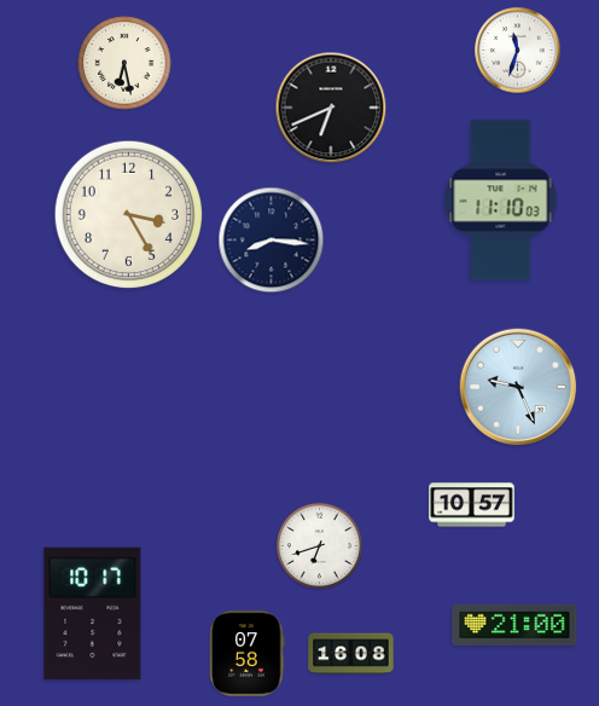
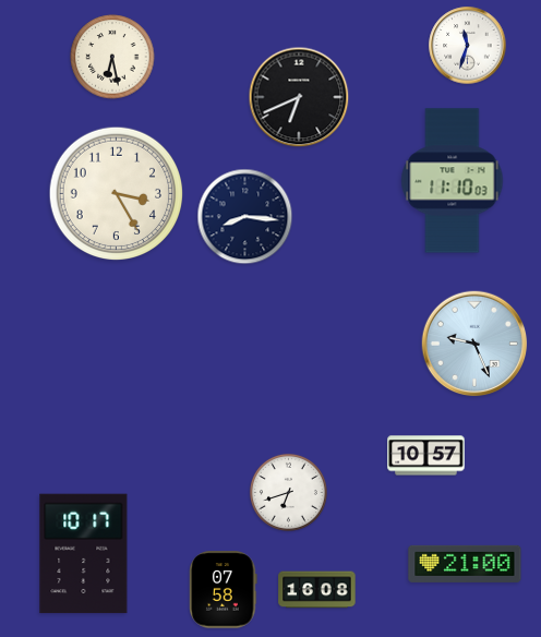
clock at (518, 387) position: (518, 387) -> (474, 344)
